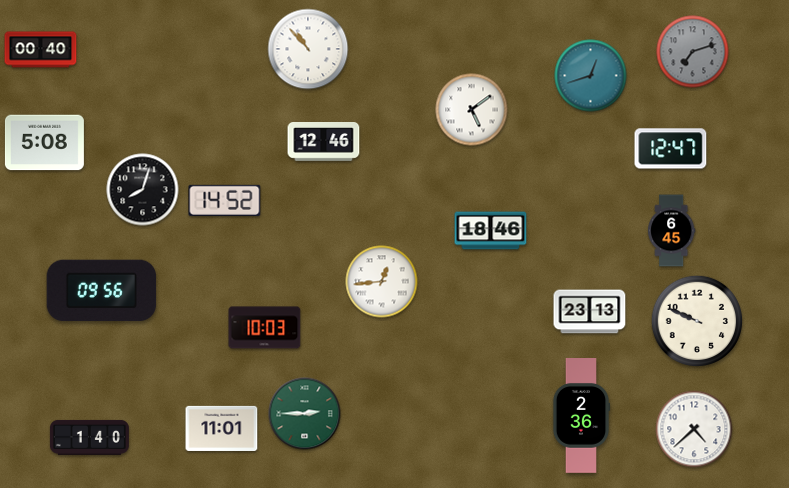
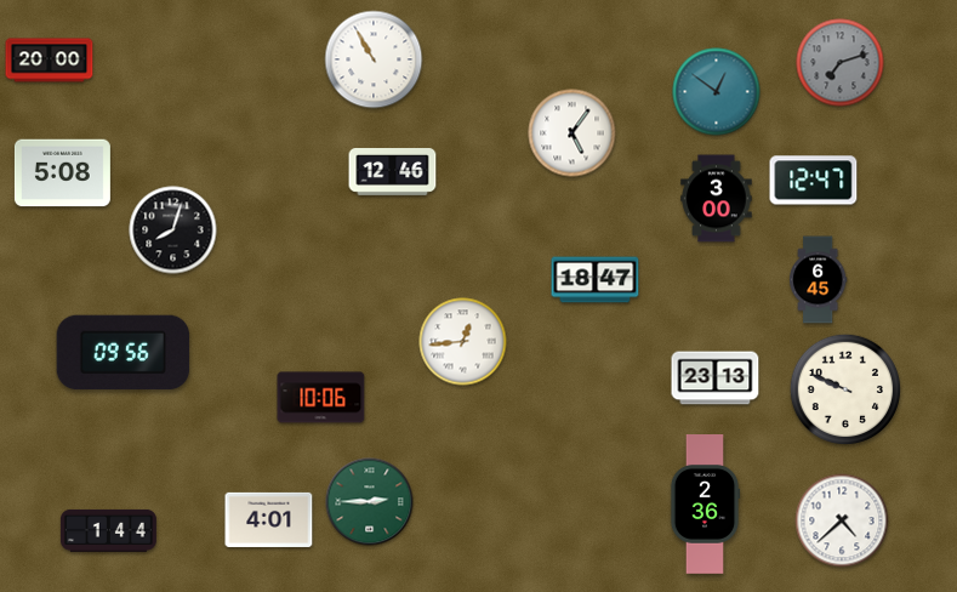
clock at (308, 49): 10:53 -> 10:55
clock at (41, 50): 00:40 -> 20:00
clock at (591, 76): 12:42 -> 12:51
clock at (472, 110): 5:09 -> 5:06
clock at (44, 143) position: (44, 143) -> (62, 173)
clock at (717, 199): none -> 3:00
clock at (225, 200): 14:52 -> none
clock at (491, 231): 18:46 -> 18:47
clock at (672, 231) position: (672, 231) -> (819, 280)
clock at (265, 328): 10:03 -> 10:06
clock at (222, 428): 11:01 -> 4:01
clock at (89, 437): 1:40 -> 1:44
